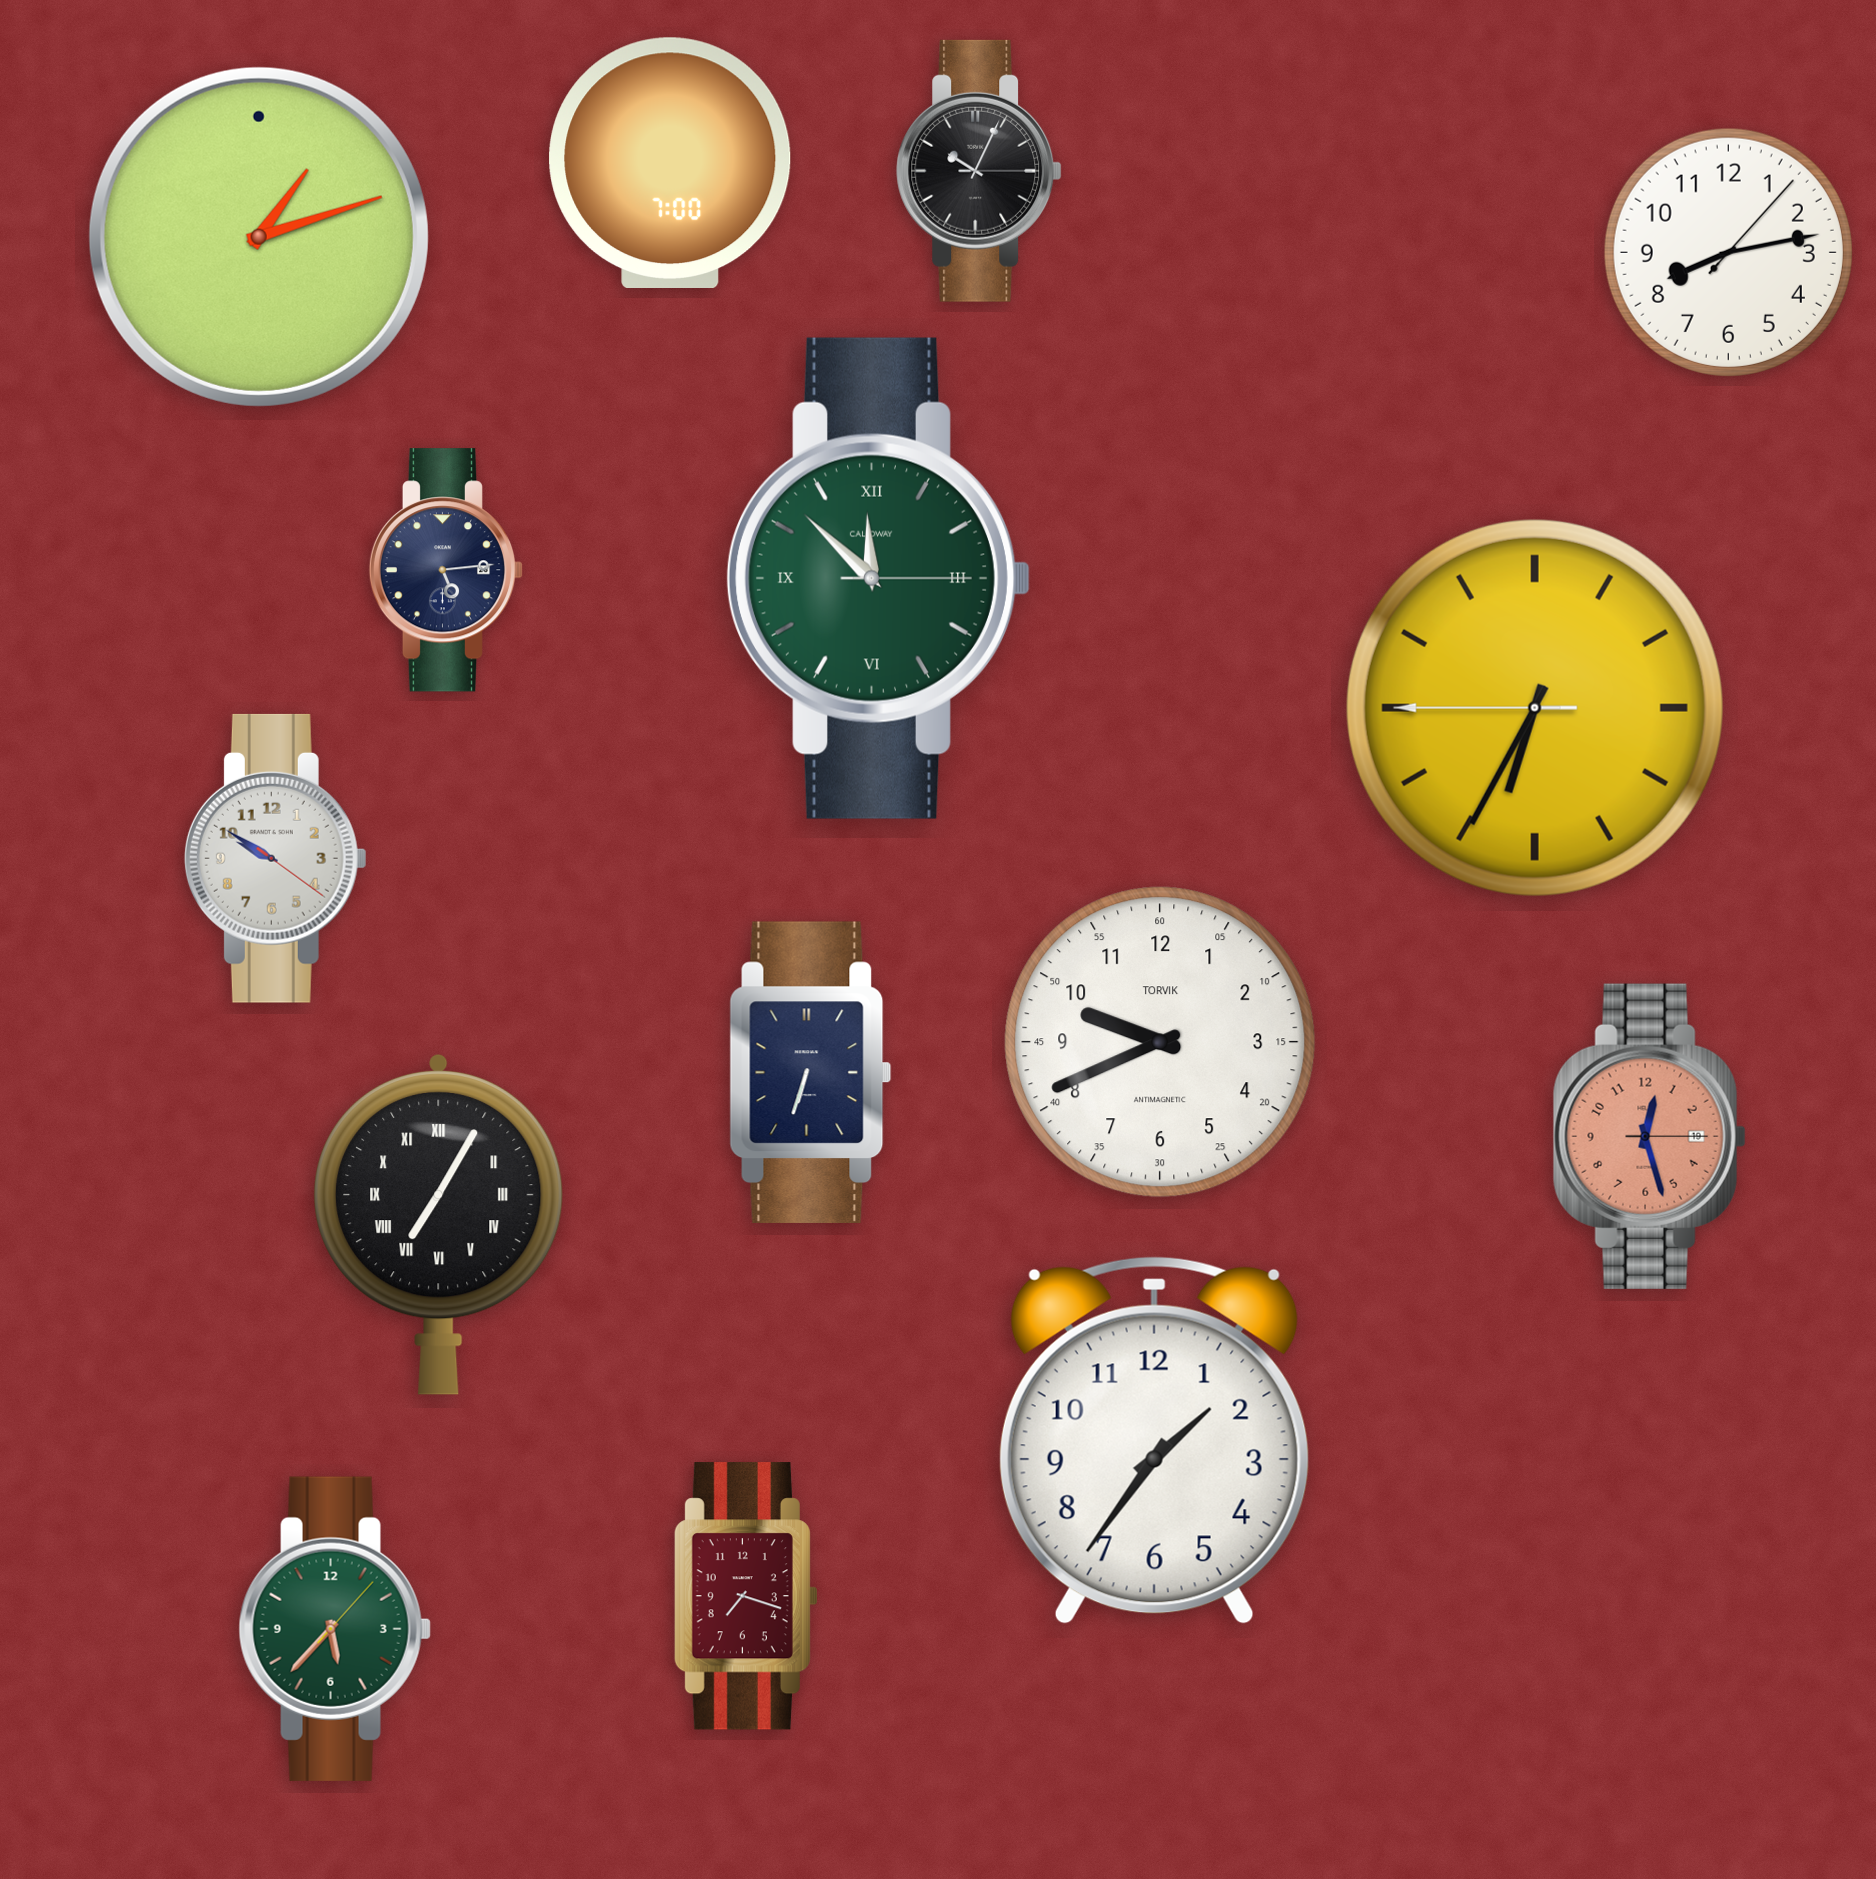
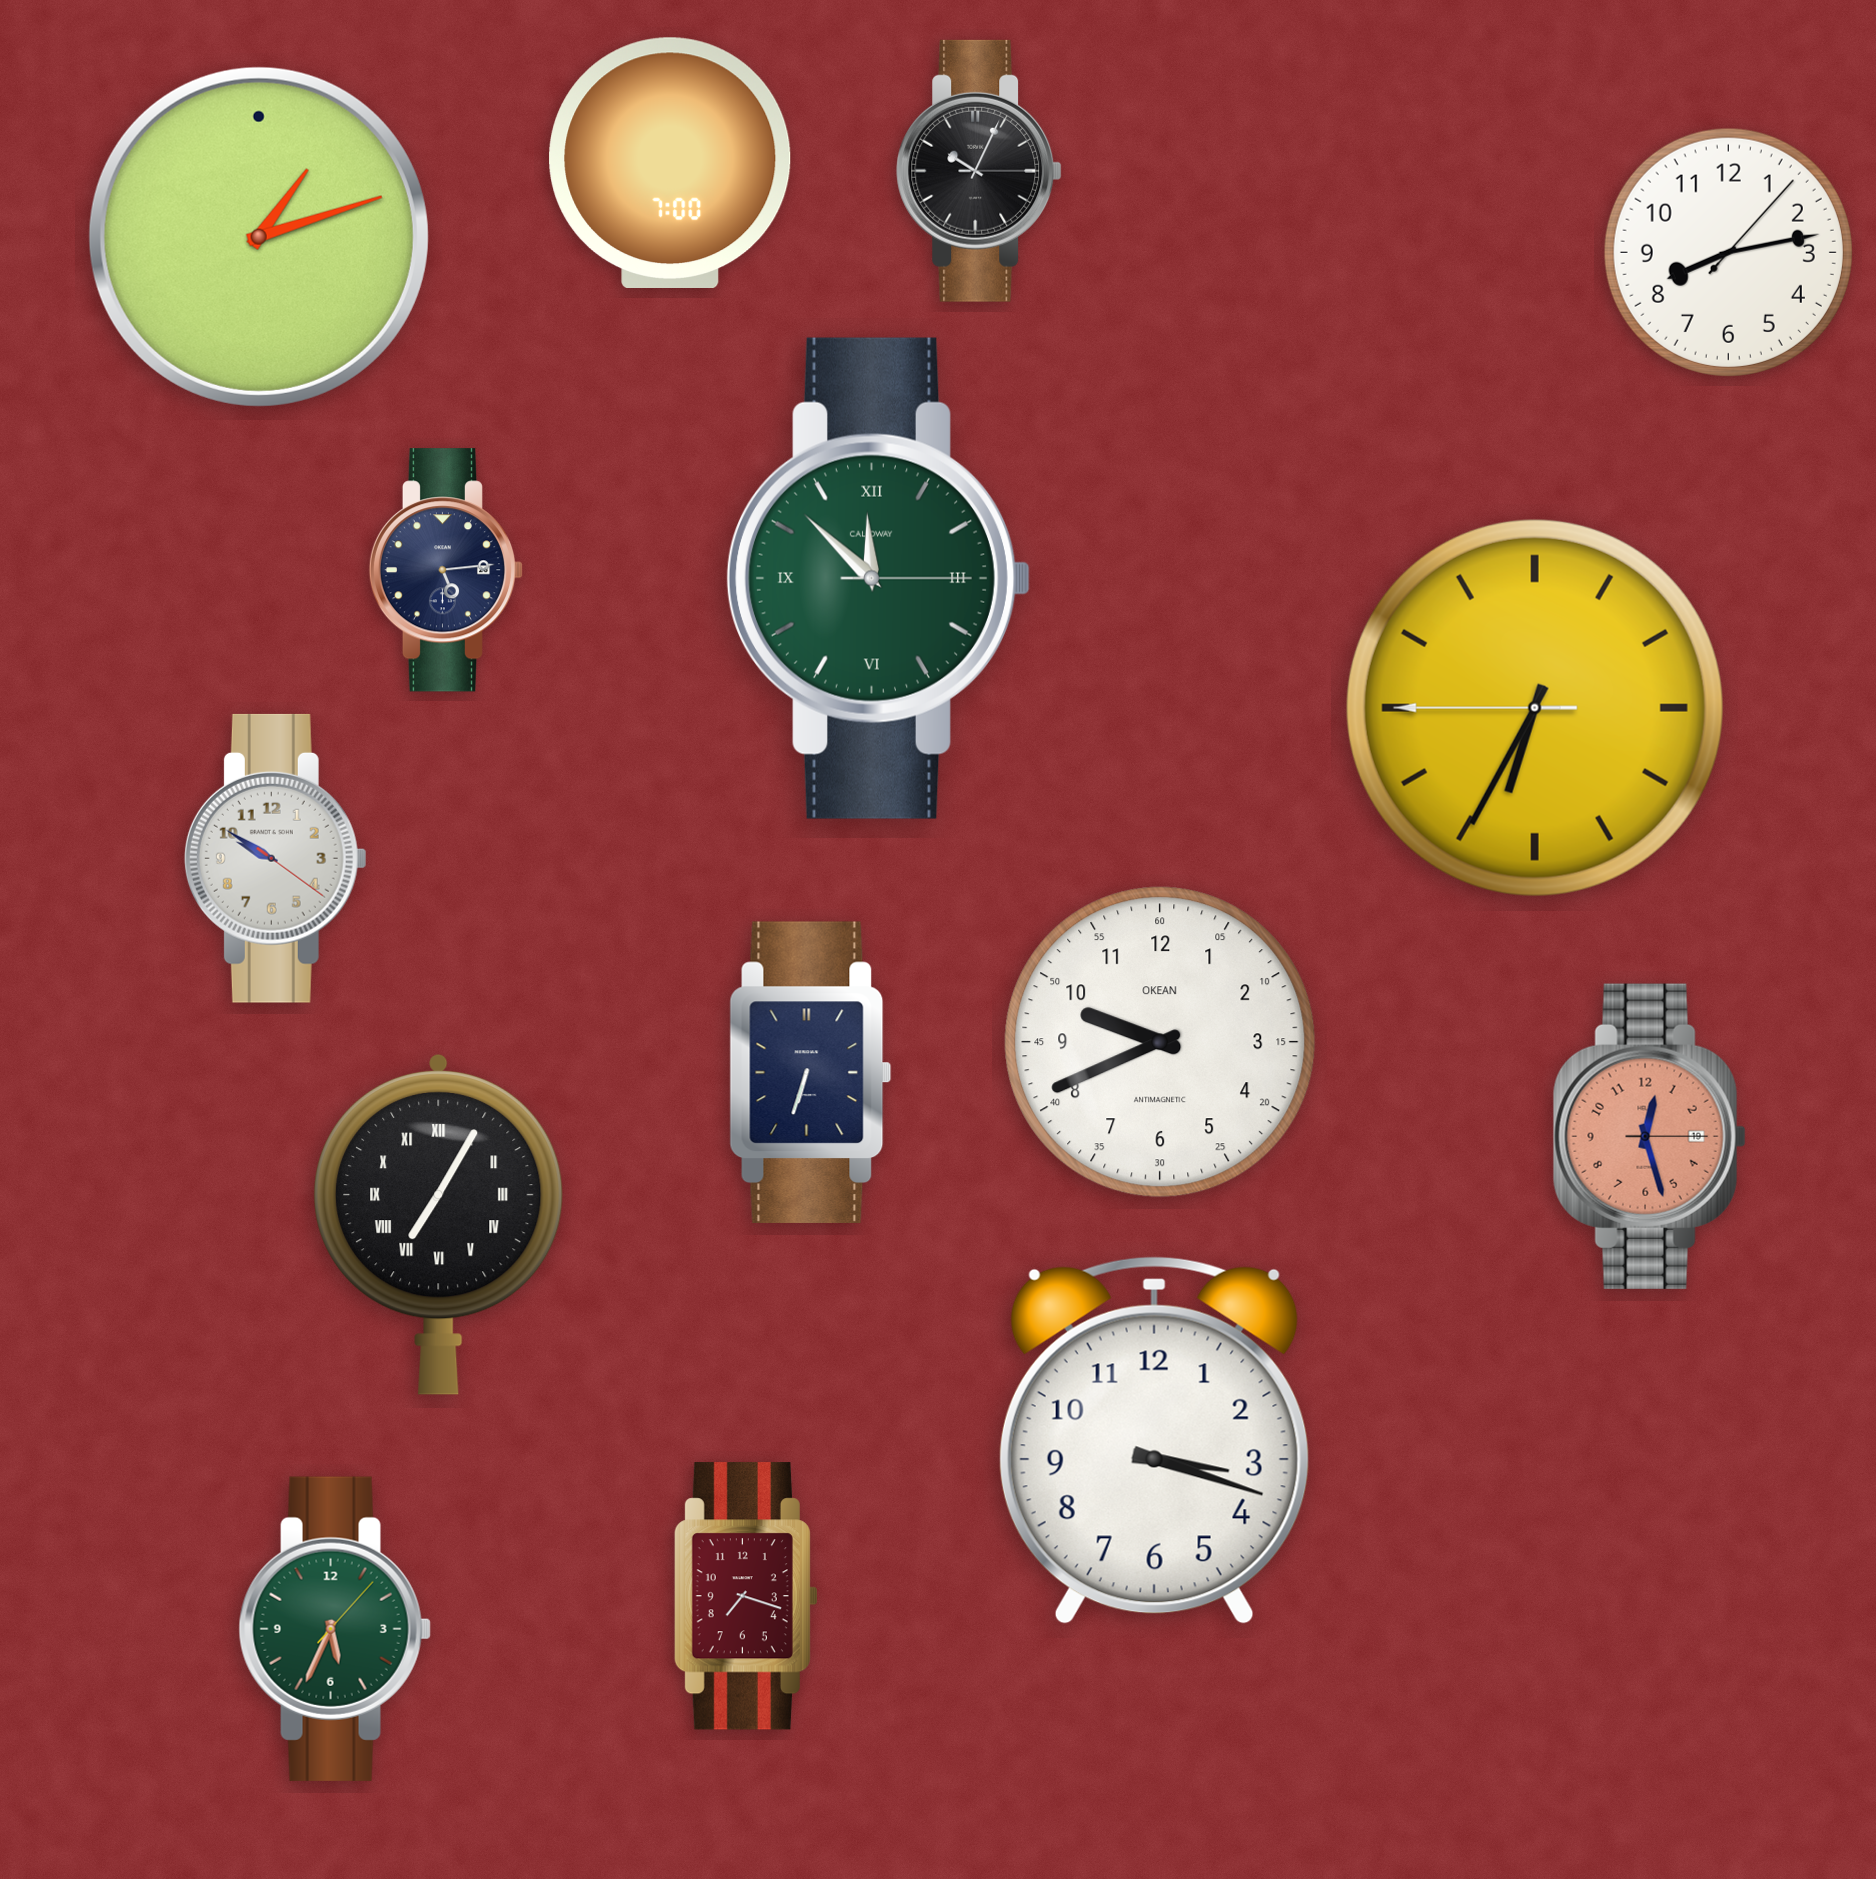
clock at (1160, 1042) brand: TORVIK -> OKEAN
clock at (1154, 1440): 1:36 -> 3:18
clock at (335, 1629): 5:37 -> 5:34
